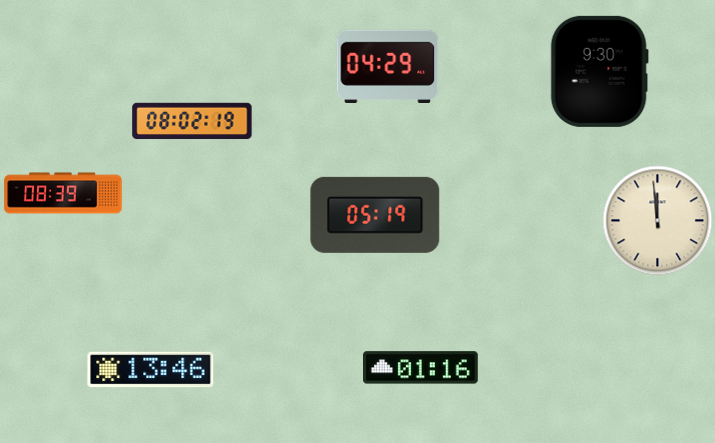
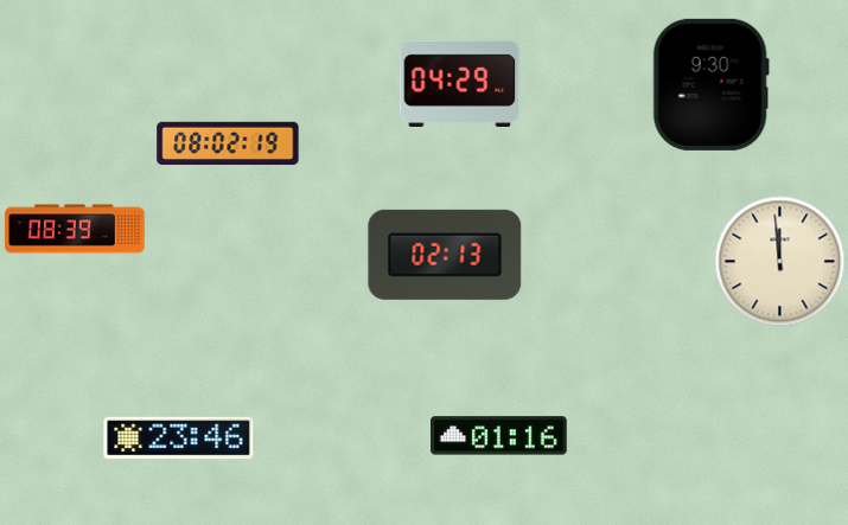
clock at (388, 66) position: (388, 66) -> (460, 83)
clock at (375, 215): 05:19 -> 02:13
clock at (151, 370): 13:46 -> 23:46
